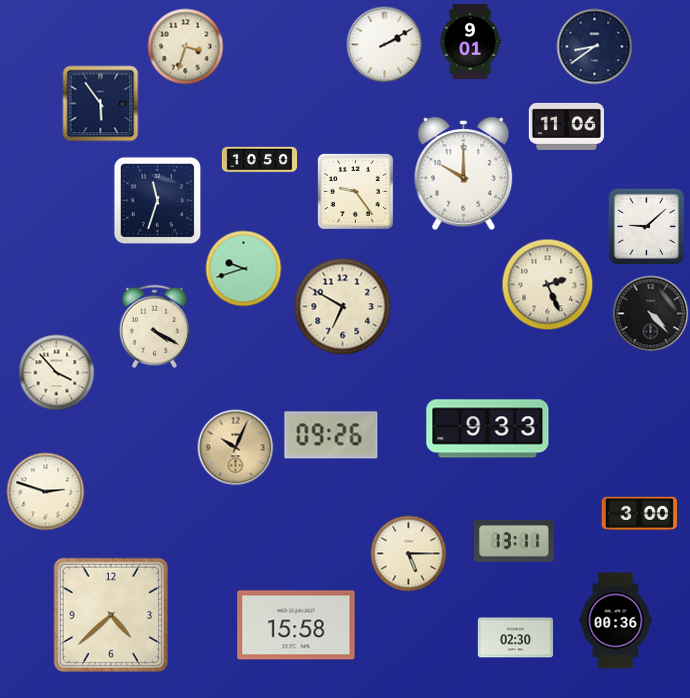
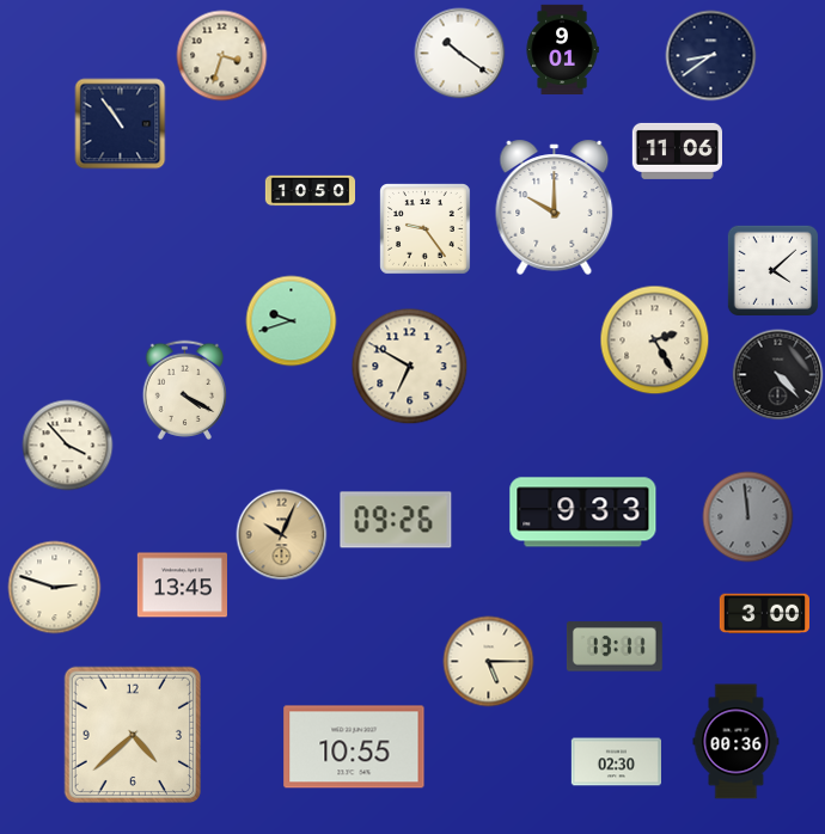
clock at (385, 45): 2:10 -> 10:21
clock at (101, 104): 5:54 -> 10:54
clock at (158, 201): 11:33 -> none
clock at (646, 226): 9:08 -> 4:08
clock at (548, 285): 2:26 -> 2:25
clock at (748, 517): none -> 11:59
clock at (182, 585): none -> 13:45
clock at (296, 625): 15:58 -> 10:55
